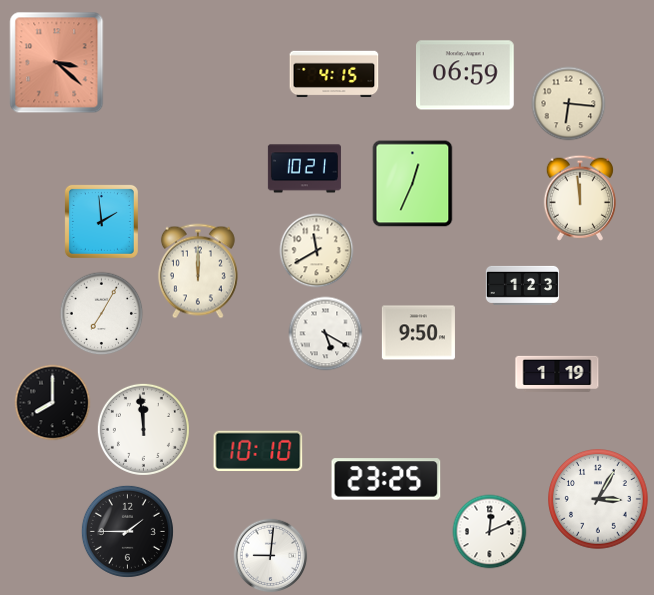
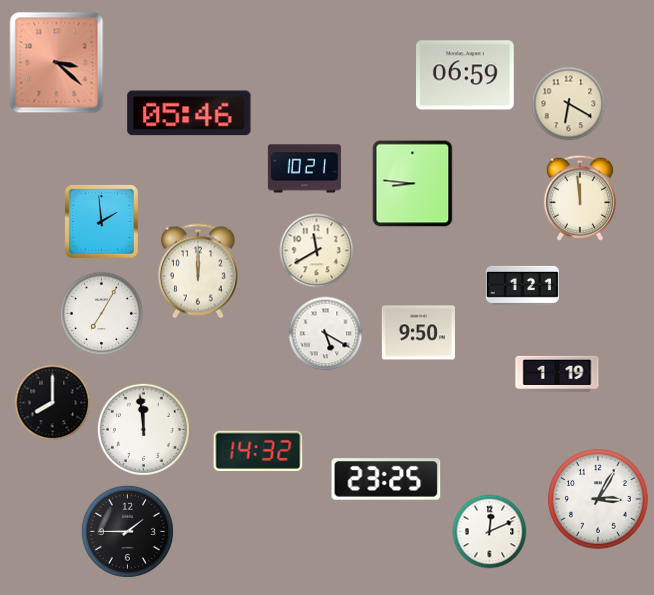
clock at (334, 74): 4:15 -> none
clock at (569, 104): 6:16 -> 6:20
clock at (189, 113): none -> 05:46
clock at (413, 184): 12:34 -> 8:46
clock at (522, 285): 1:23 -> 1:21
clock at (258, 450): 10:10 -> 14:32
clock at (271, 556): 9:01 -> none
